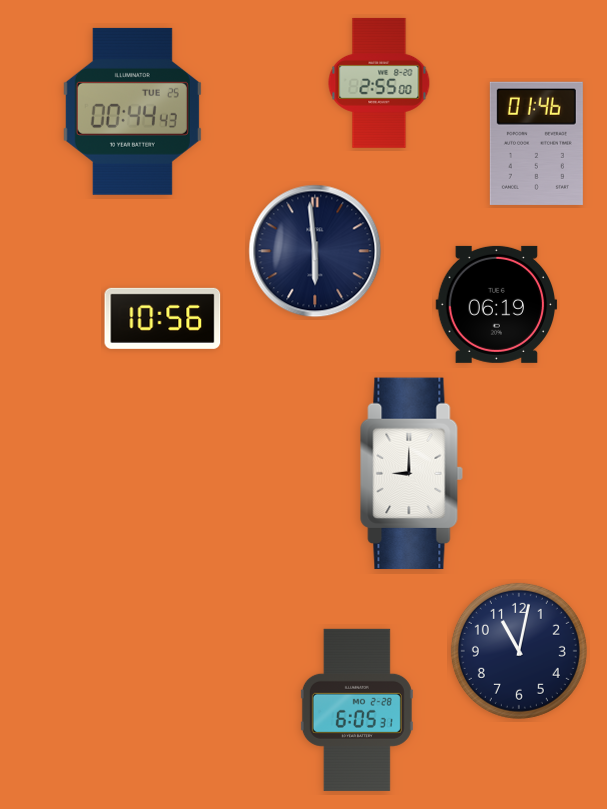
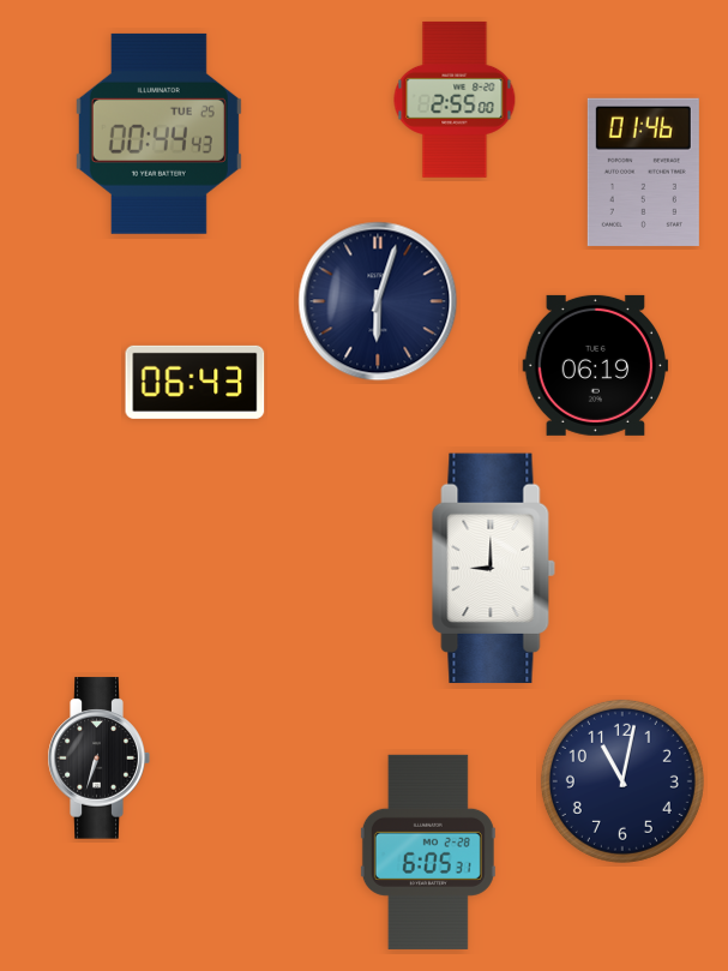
clock at (315, 251): 5:59 -> 6:03
clock at (163, 318): 10:56 -> 06:43
clock at (98, 759): none -> 6:33
